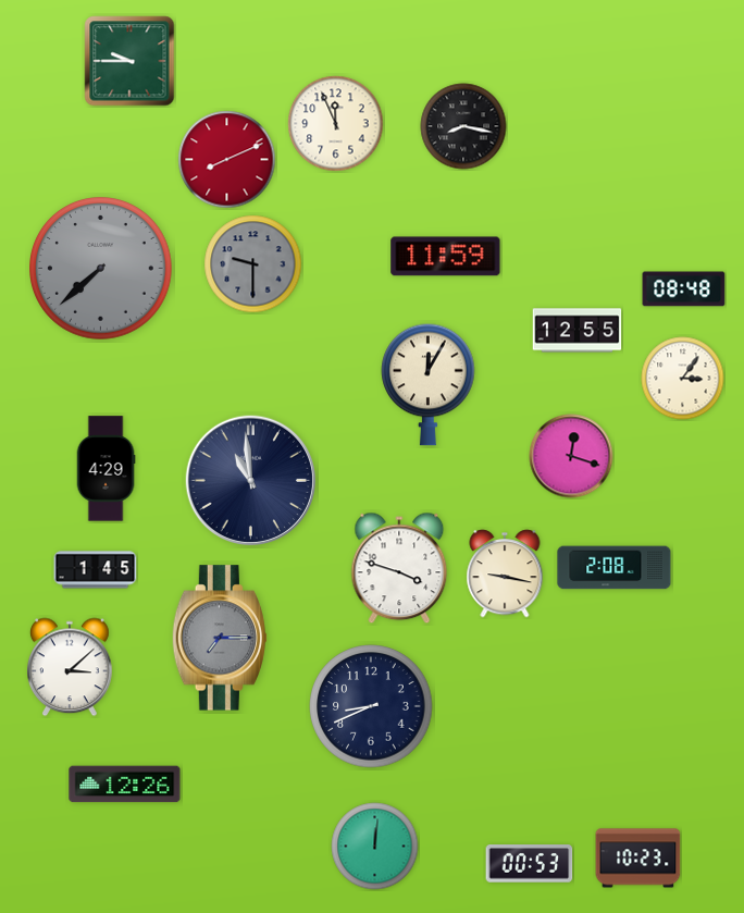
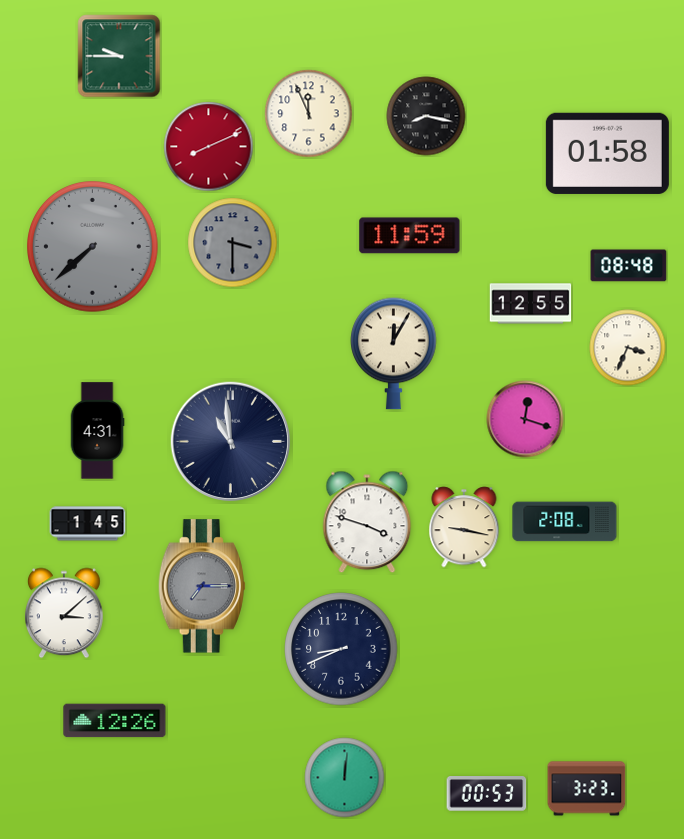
clock at (607, 153): none -> 01:58
clock at (253, 264): 9:30 -> 3:30
clock at (683, 379): 3:06 -> 3:34
clock at (106, 469): 4:29 -> 4:31
clock at (638, 859): 10:23 -> 3:23
